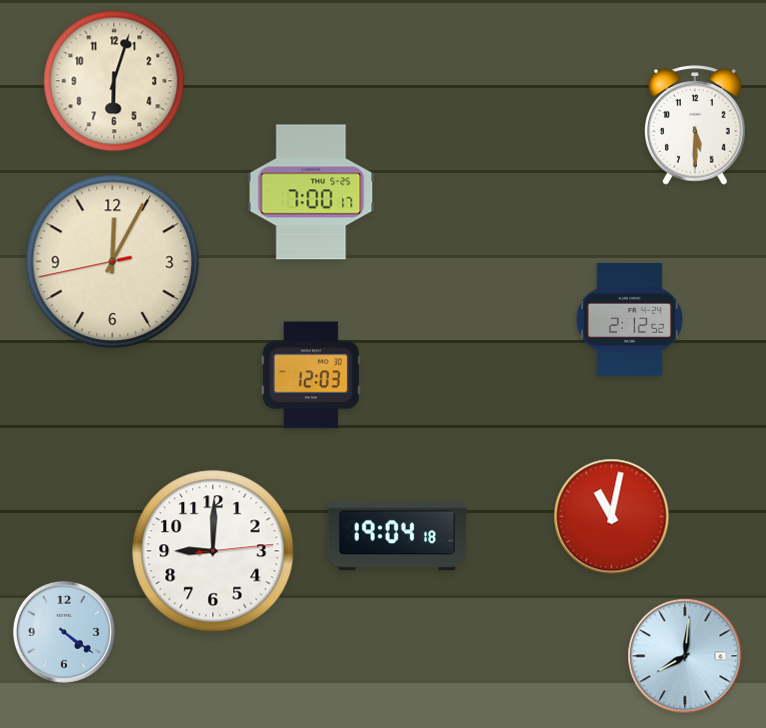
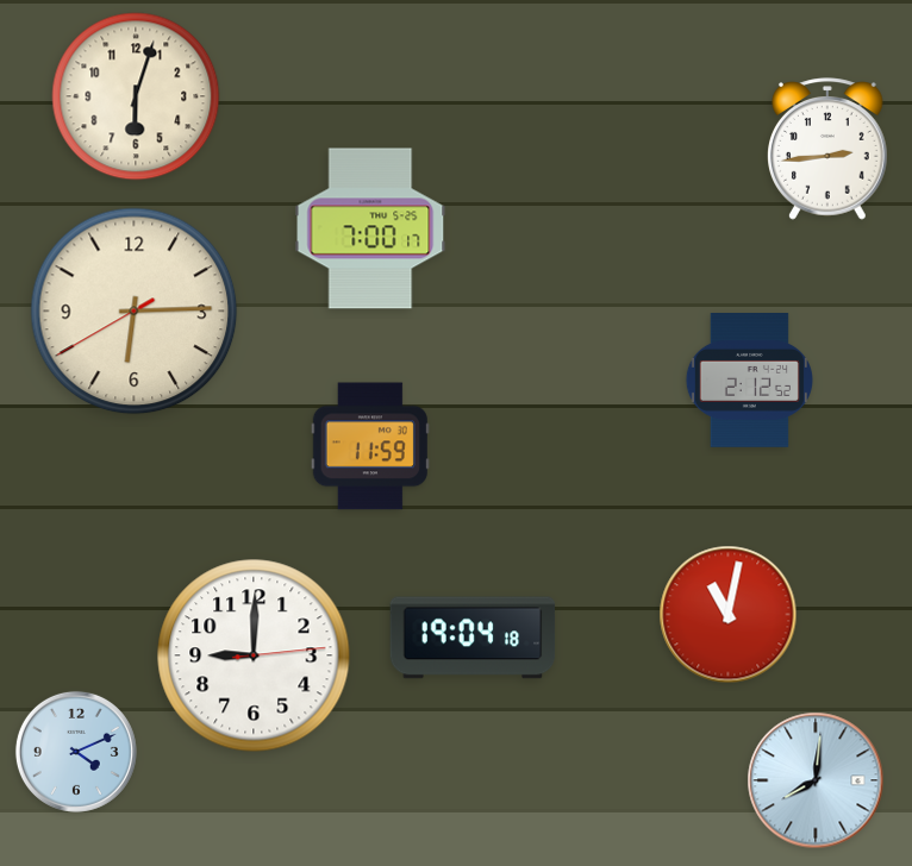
clock at (696, 125): 5:30 -> 2:44
clock at (113, 262): 12:04 -> 6:14
clock at (311, 375): 12:03 -> 11:59
clock at (64, 632): 4:21 -> 4:11
